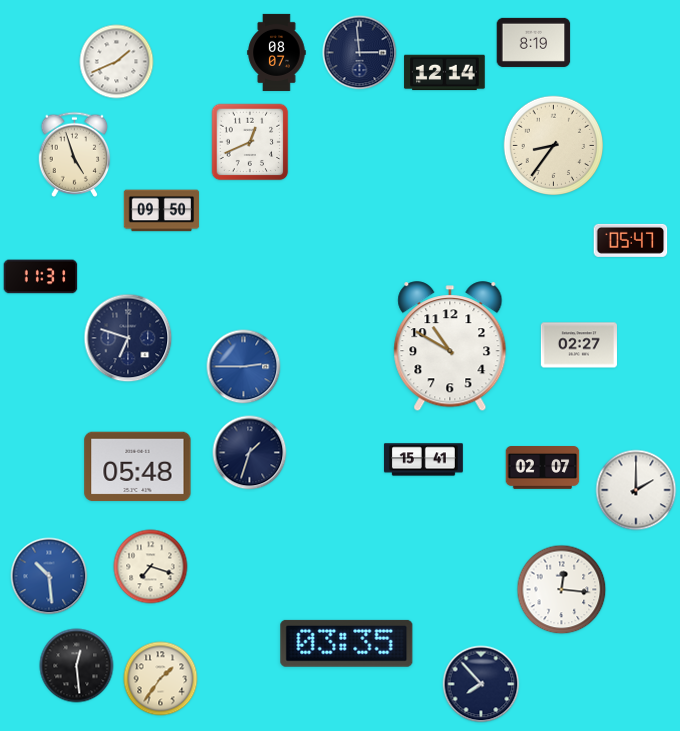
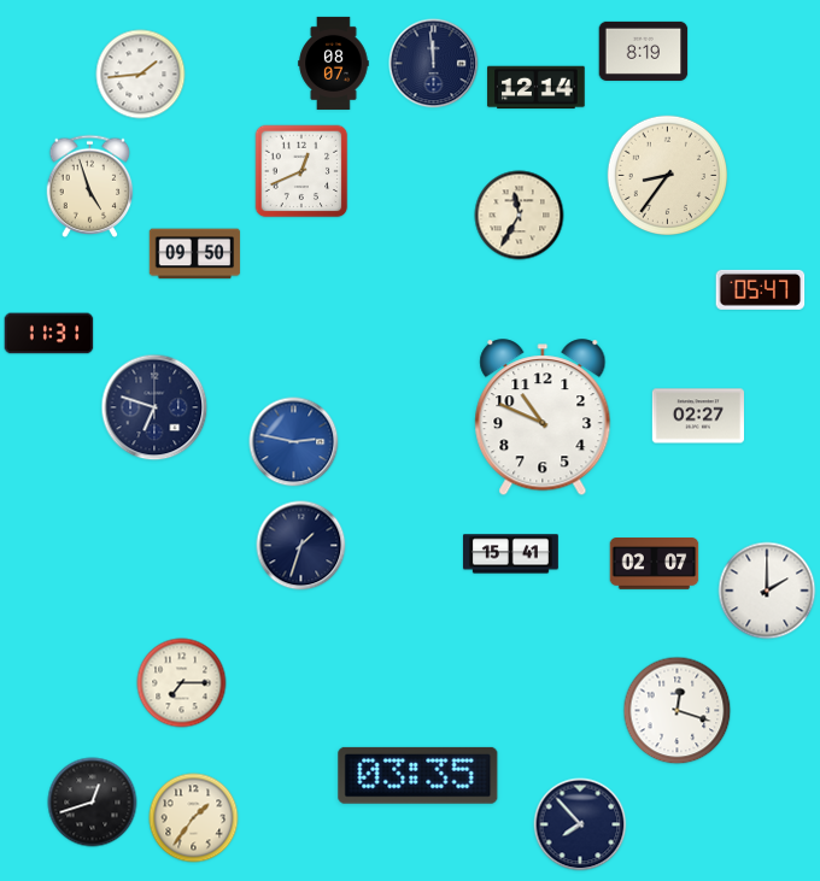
clock at (360, 53): 2:59 -> 11:59
clock at (117, 62): 1:41 -> 1:44
clock at (520, 216): none -> 11:35
clock at (450, 347): 10:50 -> 10:49
clock at (244, 367): 2:45 -> 2:47
clock at (138, 467): 05:48 -> none
clock at (151, 567): 7:18 -> 7:15
clock at (49, 576): 10:29 -> none
clock at (562, 590): 12:16 -> 12:18
clock at (77, 666): 12:29 -> 12:42
